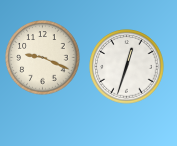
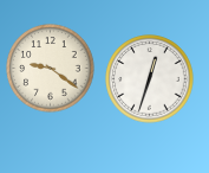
clock at (43, 58): 9:19 -> 9:21
